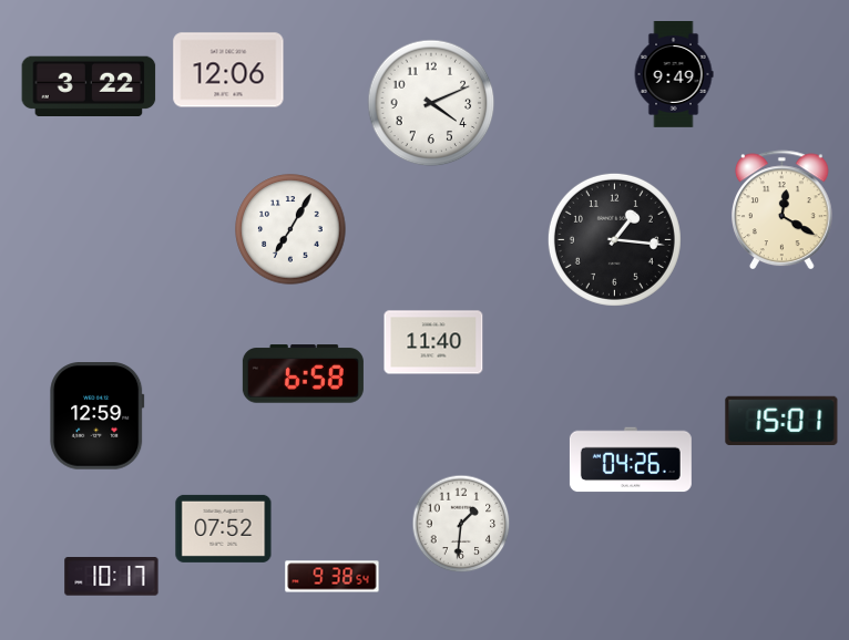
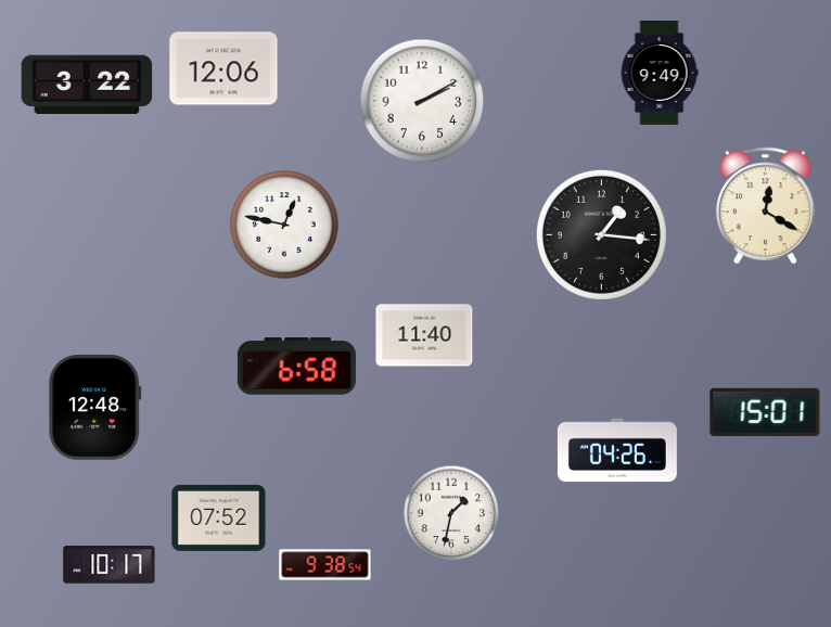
clock at (431, 103): 4:11 -> 2:10
clock at (290, 229): 7:05 -> 12:47
clock at (98, 416): 12:59 -> 12:48
clock at (461, 524): 1:31 -> 1:32
